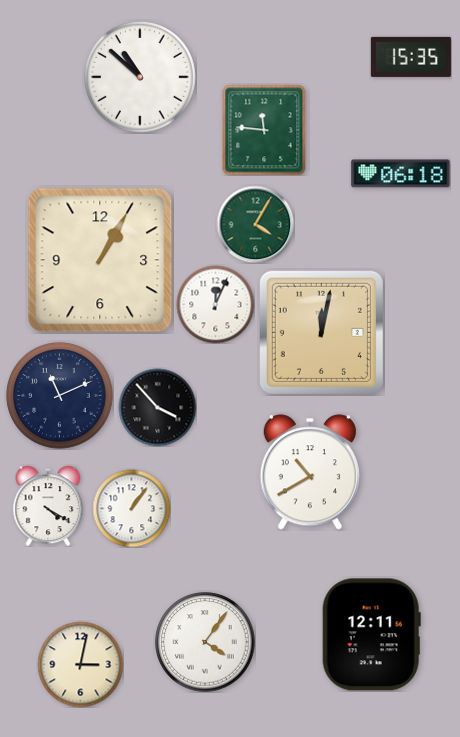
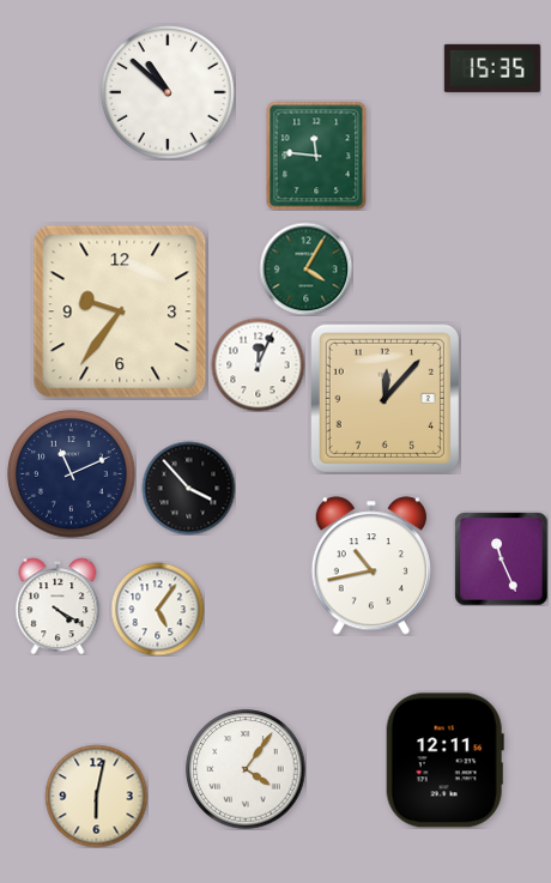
clock at (401, 174): 06:18 -> none
clock at (100, 260): 1:05 -> 9:36
clock at (321, 332): 12:02 -> 12:07
clock at (501, 558): none -> 11:26
clock at (310, 472): 10:40 -> 10:43
clock at (131, 508): 1:06 -> 5:06
clock at (80, 664): 3:02 -> 6:02
